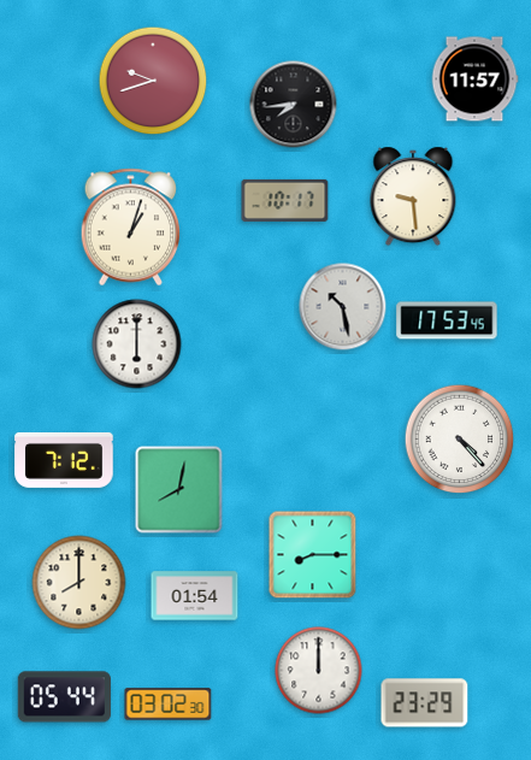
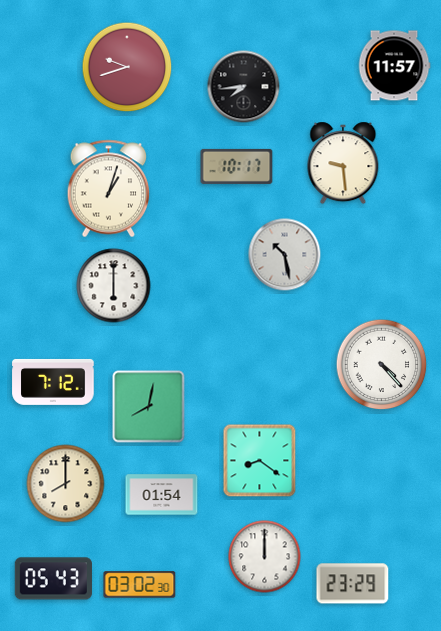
clock at (447, 320): 17:53 -> none
clock at (313, 555): 8:15 -> 8:21
clock at (64, 697): 05:44 -> 05:43
